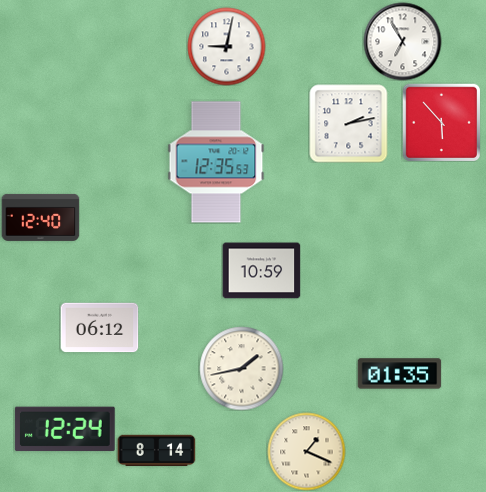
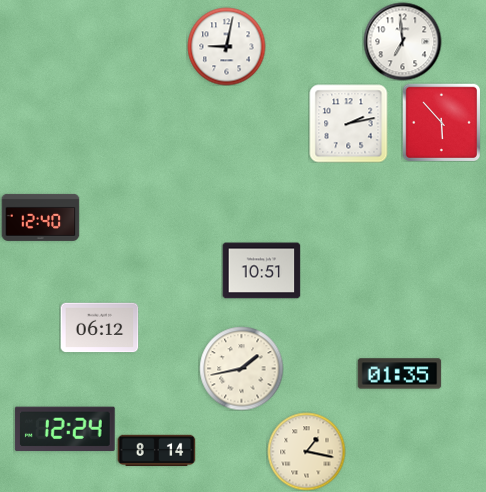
clock at (402, 41): 6:55 -> 6:59
clock at (216, 162): 12:35 -> none
clock at (261, 271): 10:59 -> 10:51
clock at (306, 451): 1:19 -> 1:17
